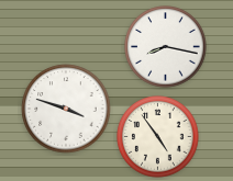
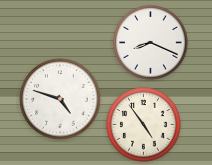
clock at (166, 47): 8:17 -> 8:19
clock at (66, 109): 3:48 -> 4:48
